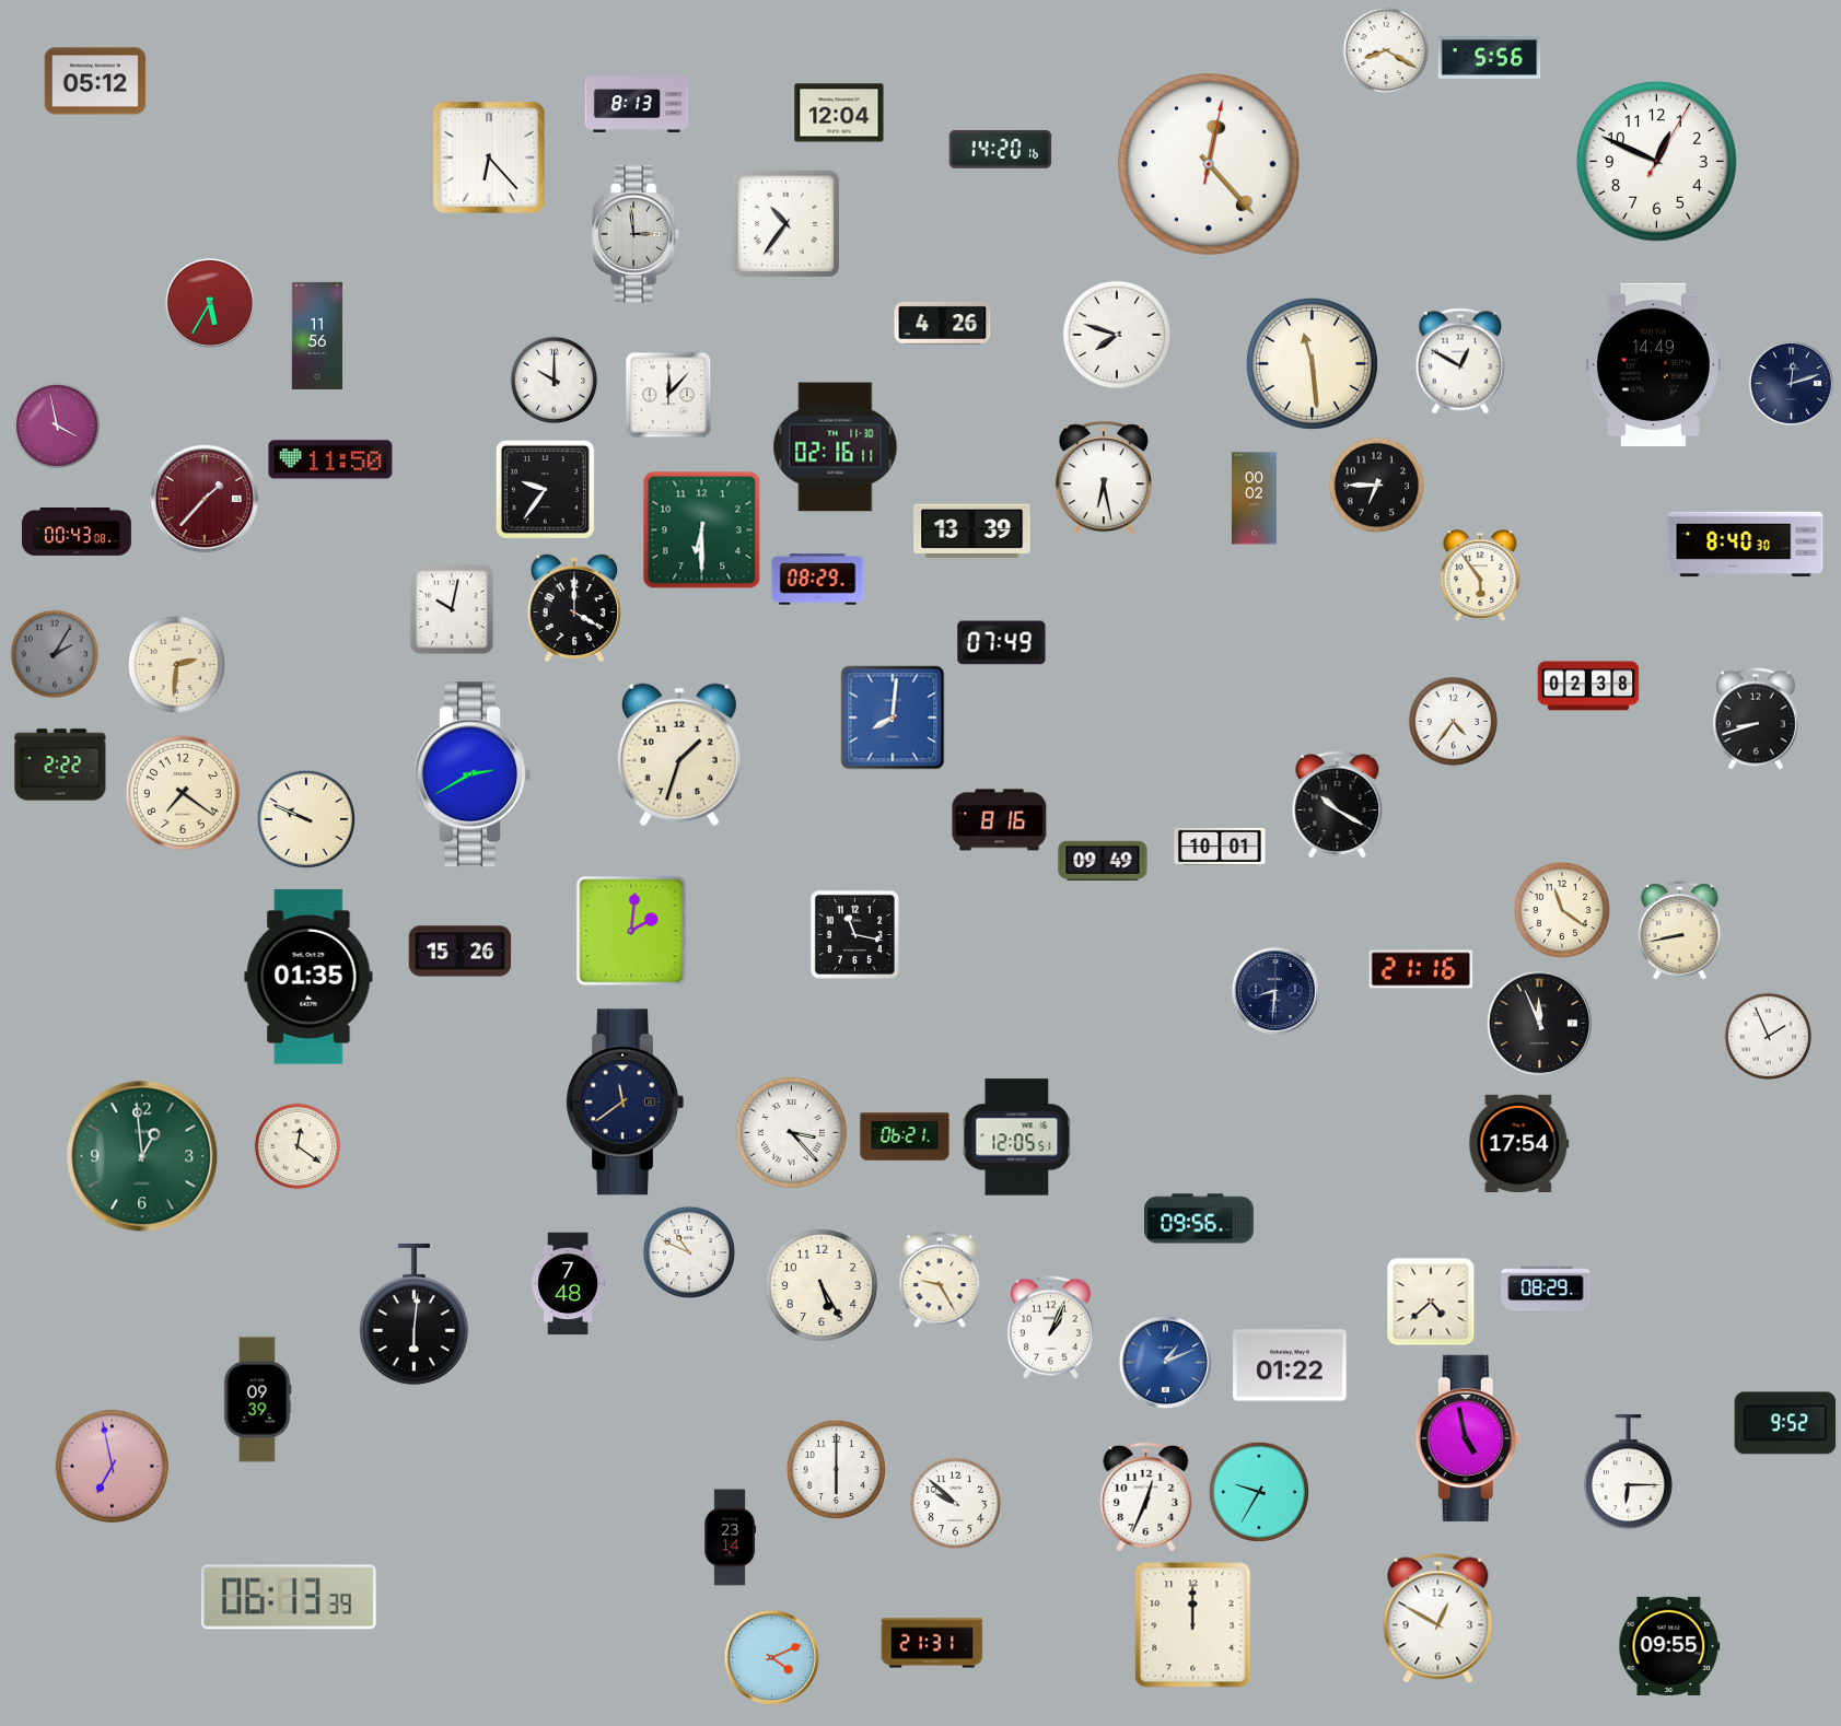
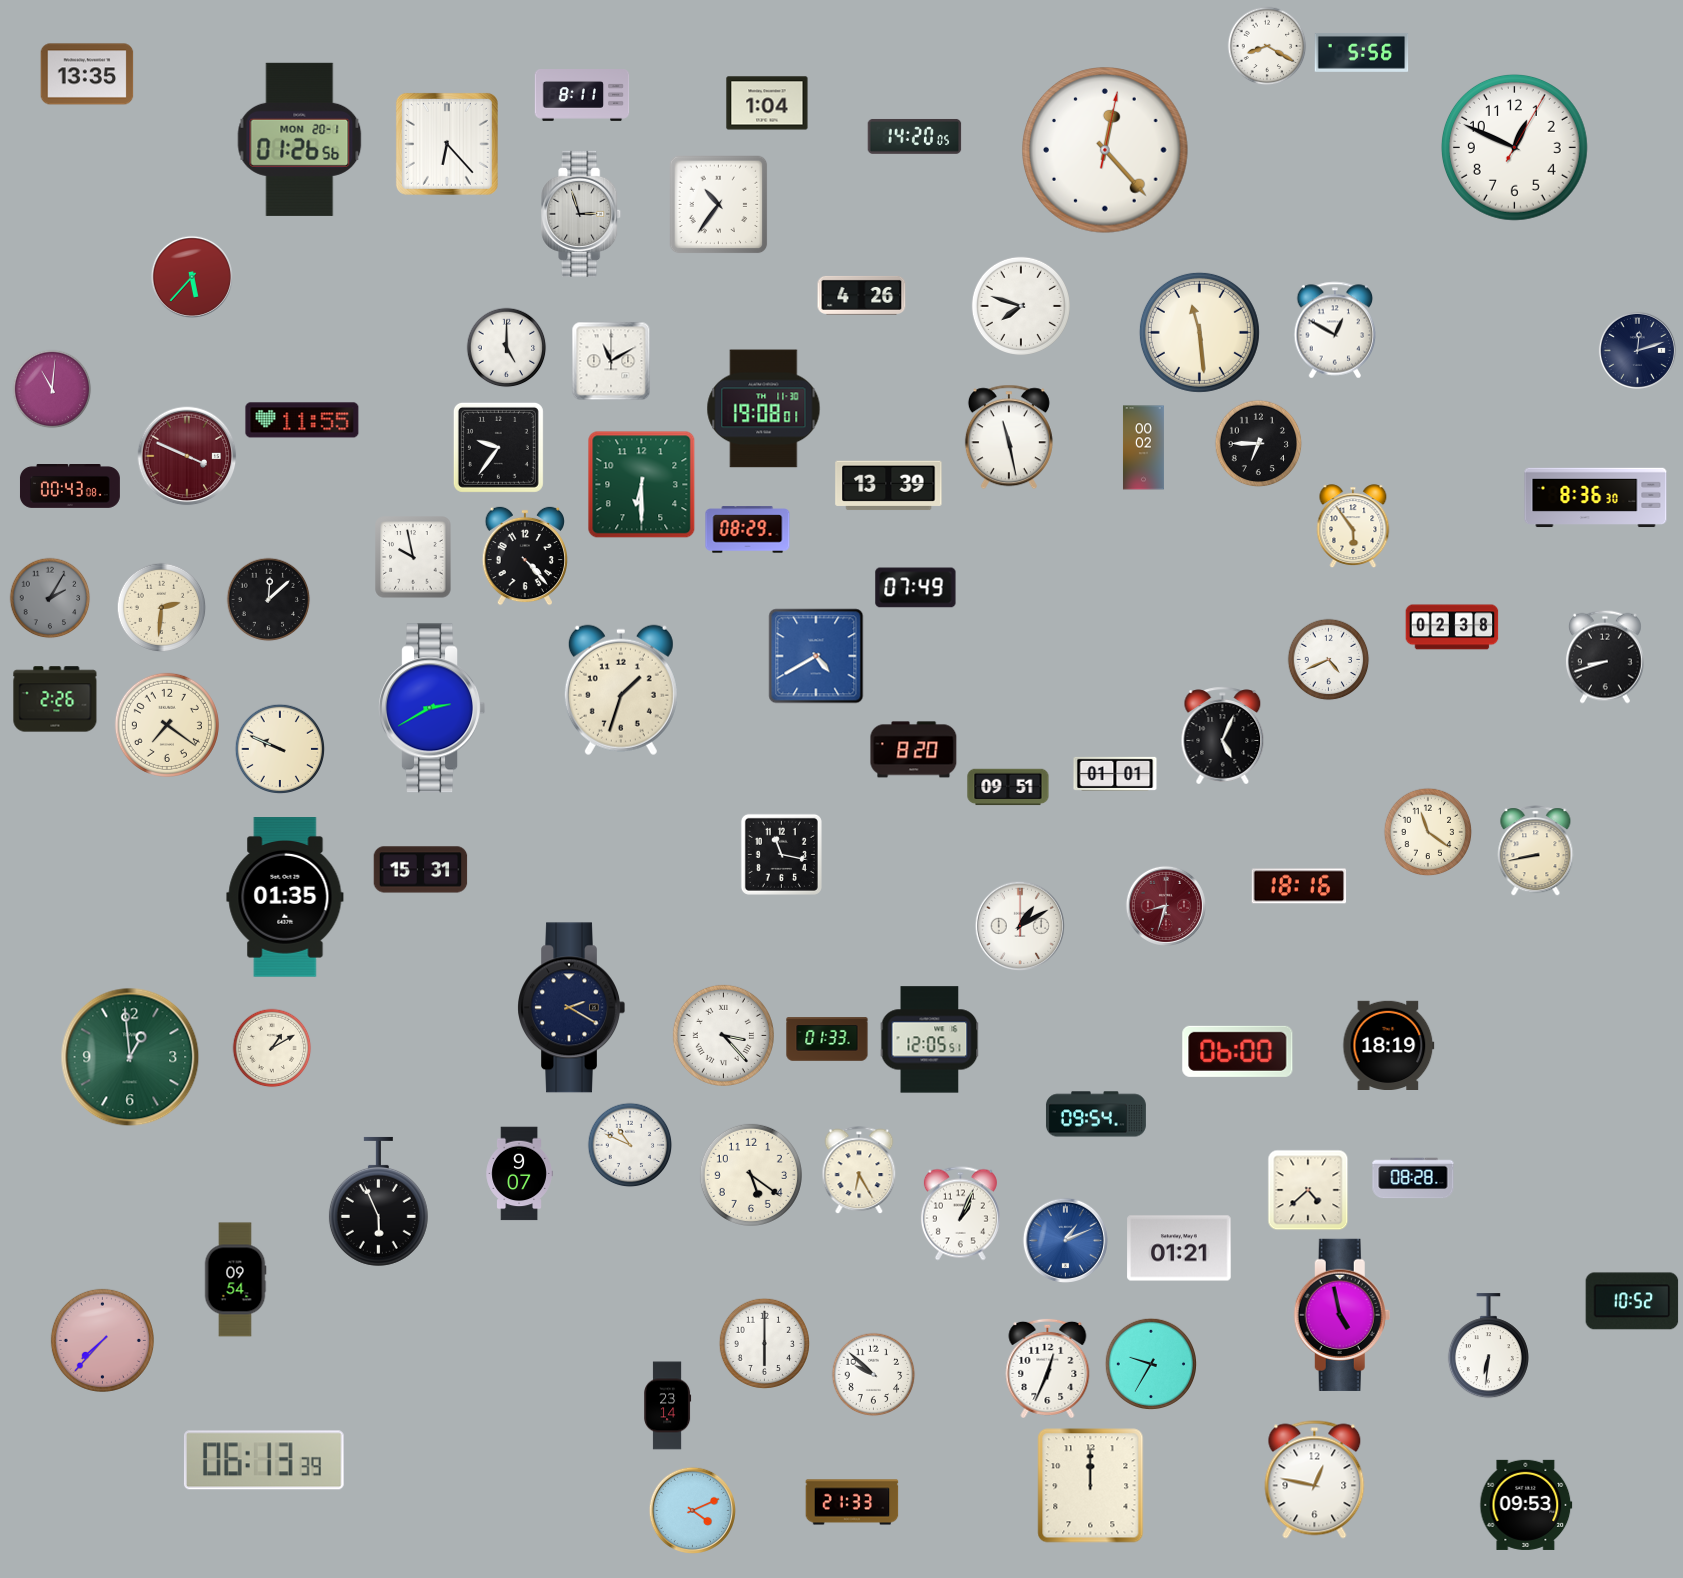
clock at (95, 81): 05:12 -> 13:35
clock at (637, 105): 8:13 -> 8:11
clock at (839, 113): 12:04 -> 1:04
clock at (1001, 149): 14:20:16 -> 14:20:05
clock at (300, 139): none -> 01:26
clock at (637, 234): 2:59 -> 2:57
clock at (210, 303): 5:35 -> 5:37
clock at (317, 336): 11:56 -> none
clock at (1653, 365): 14:49 -> none
clock at (555, 381): 10:00 -> 5:00
clock at (668, 395): 12:07 -> 11:10
clock at (57, 425): 3:58 -> 11:01
clock at (836, 447): 02:16 -> 19:08
clock at (330, 459): 11:50 -> 11:55
clock at (1104, 478): 6:28 -> 11:28
clock at (205, 499): 1:37 -> 3:49
clock at (1254, 499) position: (1254, 499) -> (1143, 448)
clock at (1746, 545): 8:40 -> 8:36
clock at (573, 608): 4:00 -> 4:23
clock at (452, 609): 10:02 -> 9:58
clock at (269, 600): none -> 12:08
clock at (893, 718): 8:01 -> 4:40
clock at (1454, 722): 4:36 -> 4:41
clock at (60, 765): 2:22 -> 2:26
clock at (1338, 805): 10:20 -> 5:04
clock at (1000, 820): 8:16 -> 8:20
clock at (1220, 847): 10:01 -> 01:01
clock at (1103, 861): 09:49 -> 09:51
clock at (631, 931): 2:01 -> none
clock at (461, 952): 15:26 -> 15:31
clock at (1421, 969): 21:16 -> 18:16
clock at (308, 977) position: (308, 977) -> (285, 897)
clock at (1275, 991): 8:31 -> 8:33
clock at (1275, 991) dial: navy -> burgundy
clock at (1019, 925): none -> 1:10
clock at (1540, 1024): 11:56 -> none
clock at (1769, 1037): 1:56 -> none
clock at (625, 1103): 11:39 -> 2:20
clock at (905, 1136): 06:21 -> 01:33
clock at (1519, 1143): 17:54 -> 18:19
clock at (298, 1146): 12:21 -> 1:10
clock at (1238, 1051): none -> 06:00
clock at (1199, 1218): 09:56 -> 09:54
clock at (940, 1281): 9:25 -> 6:25
clock at (568, 1284): 7:48 -> 9:07
clock at (822, 1285): 5:25 -> 5:21
clock at (1546, 1288): 08:29 -> 08:28
clock at (413, 1314): 6:01 -> 5:56
clock at (1165, 1362) position: (1165, 1362) -> (1065, 1240)
clock at (1290, 1365): 01:22 -> 01:21
clock at (257, 1400): 09:39 -> 09:54
clock at (1785, 1423): 9:52 -> 10:52
clock at (112, 1466): 6:58 -> 7:37
clock at (1628, 1472): 6:15 -> 6:31
clock at (1438, 1619): 12:50 -> 12:47
clock at (932, 1643): 21:31 -> 21:33
clock at (1669, 1646): 09:55 -> 09:53
clock at (771, 1657) position: (771, 1657) -> (692, 1510)
